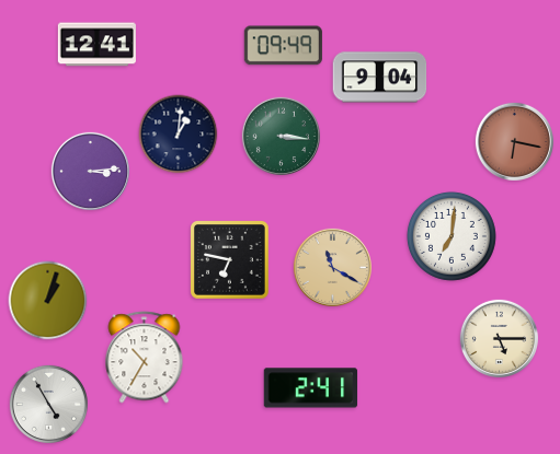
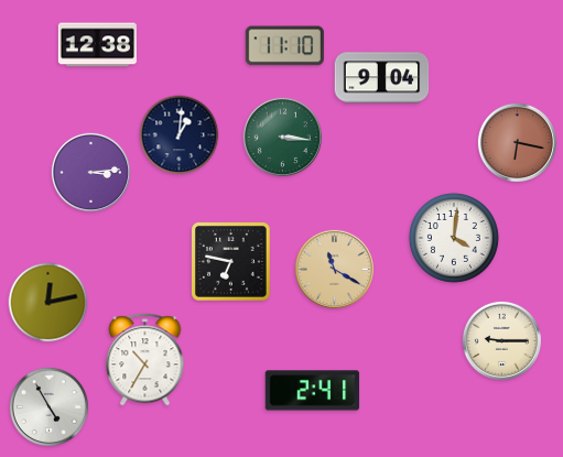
clock at (96, 45): 12:41 -> 12:38
clock at (283, 46): 09:49 -> 11:10
clock at (452, 236): 7:01 -> 4:01
clock at (48, 301): 1:03 -> 12:13
clock at (499, 338): 5:15 -> 9:15
